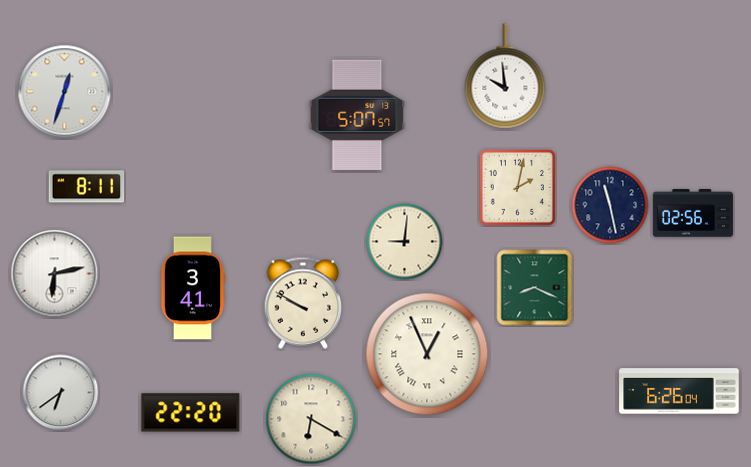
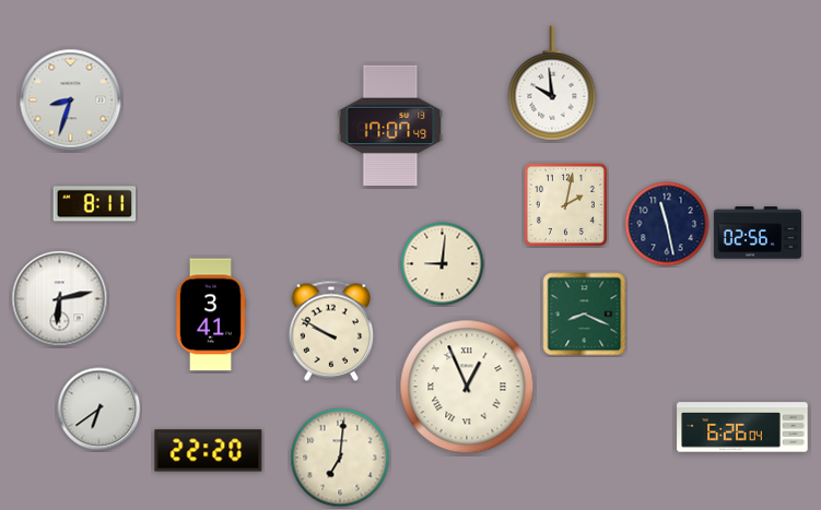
clock at (65, 92): 12:33 -> 8:33
clock at (357, 115): 5:07 -> 17:07
clock at (61, 393) position: (61, 393) -> (99, 410)
clock at (311, 419): 6:20 -> 7:01
